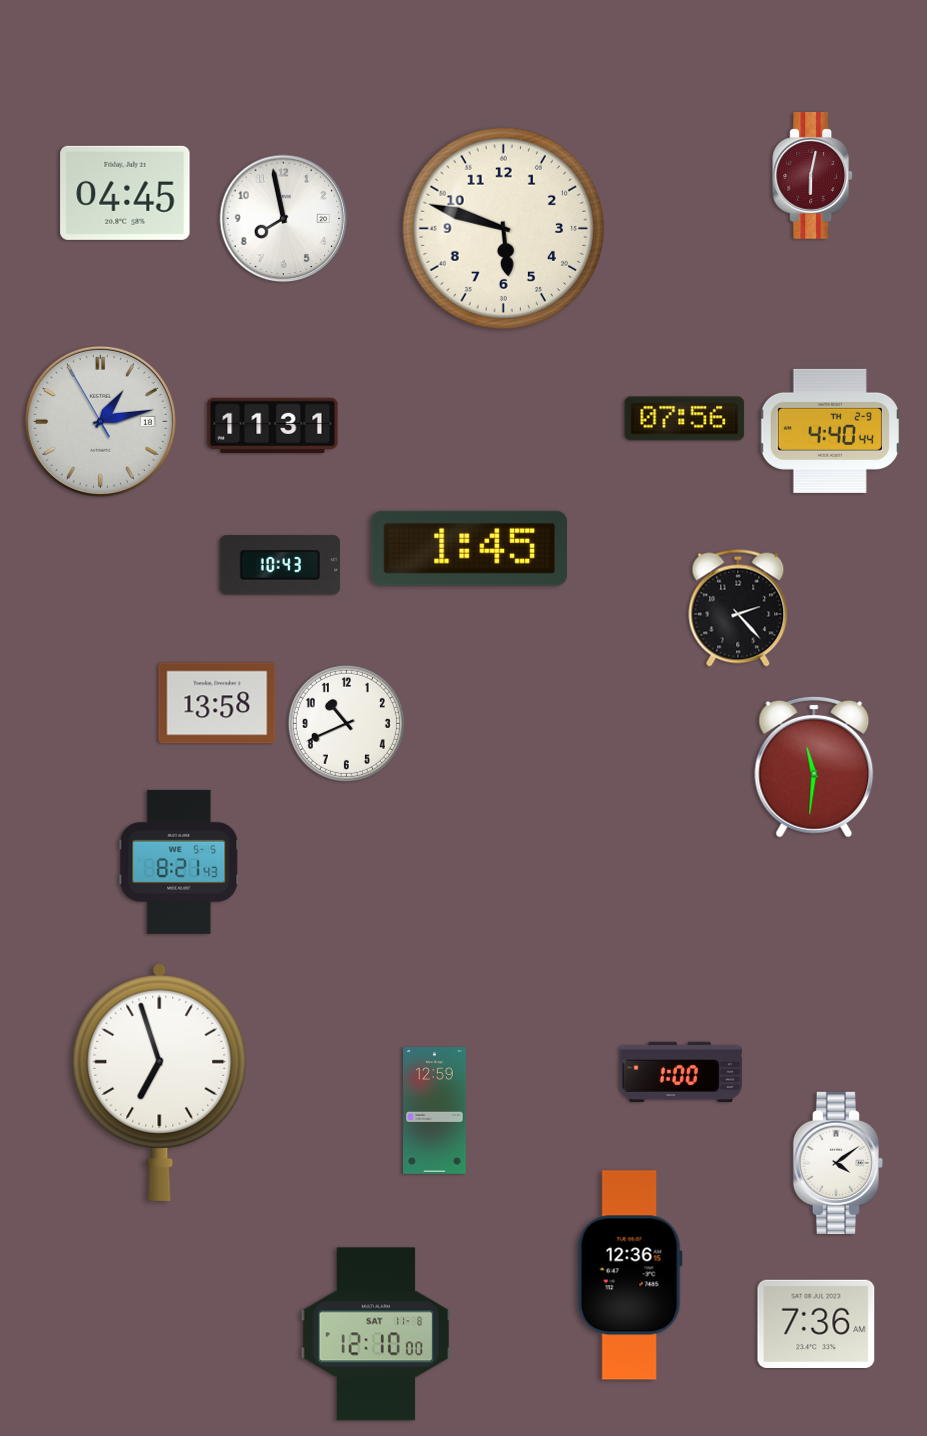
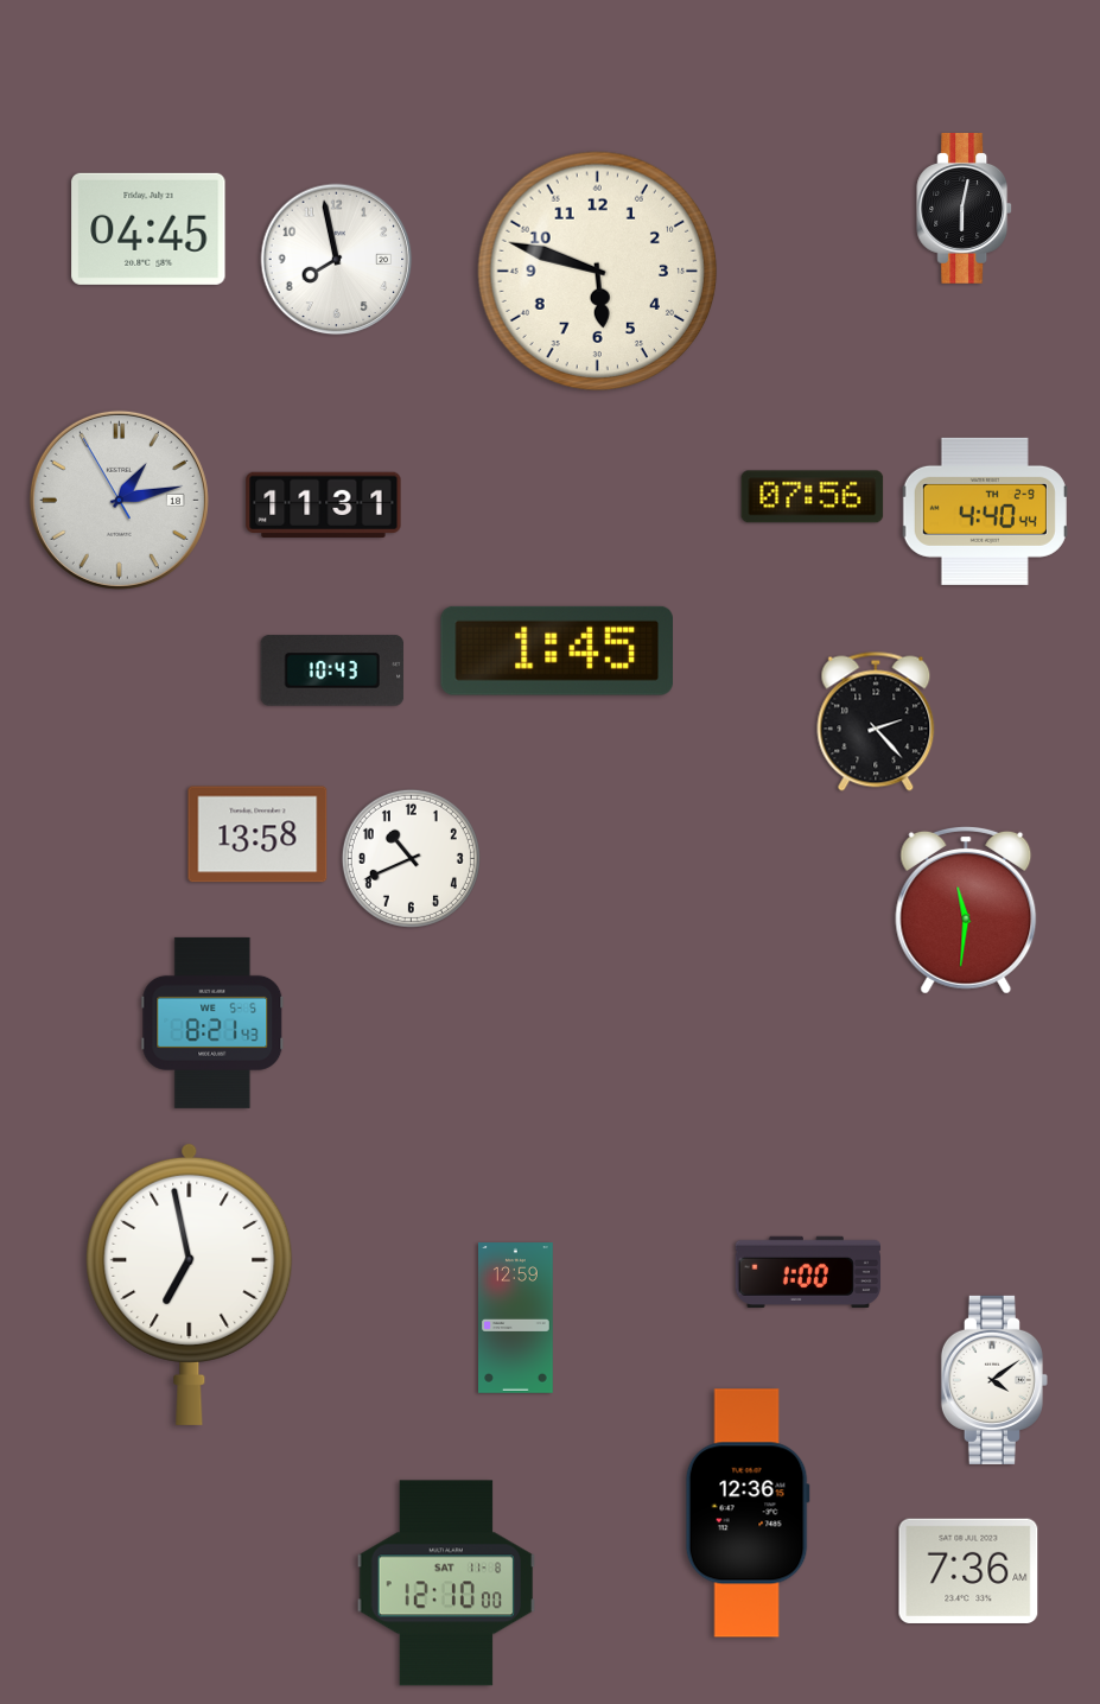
clock at (813, 176) dial: burgundy -> black
clock at (160, 1082): 6:57 -> 6:58
